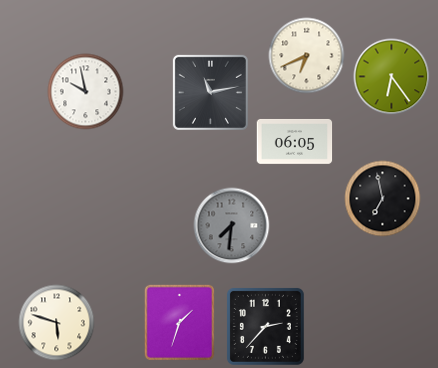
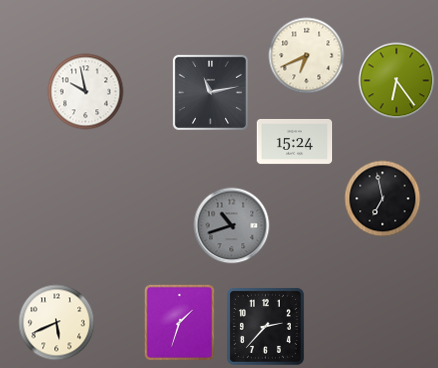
clock at (392, 77) position: (392, 77) -> (397, 81)
clock at (295, 141): 06:05 -> 15:24
clock at (232, 226): 7:31 -> 10:42
clock at (57, 323): 5:48 -> 5:41
